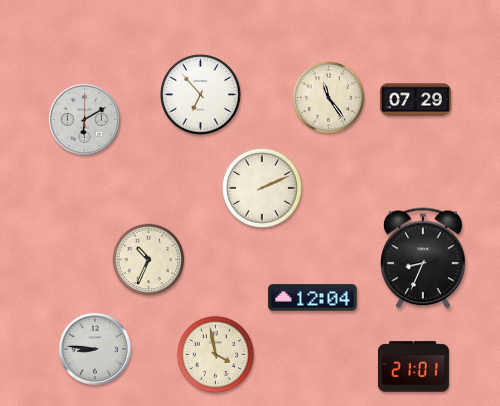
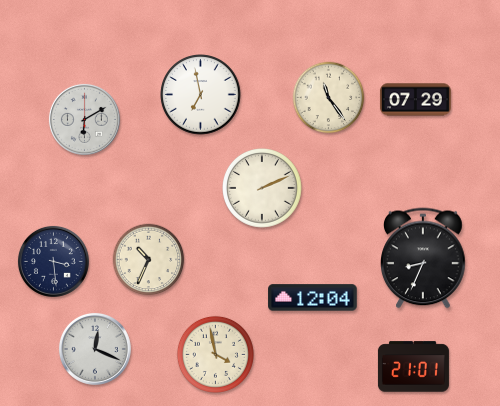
clock at (201, 95): 6:53 -> 6:58
clock at (53, 261): none -> 3:29
clock at (95, 349): 8:46 -> 12:19
